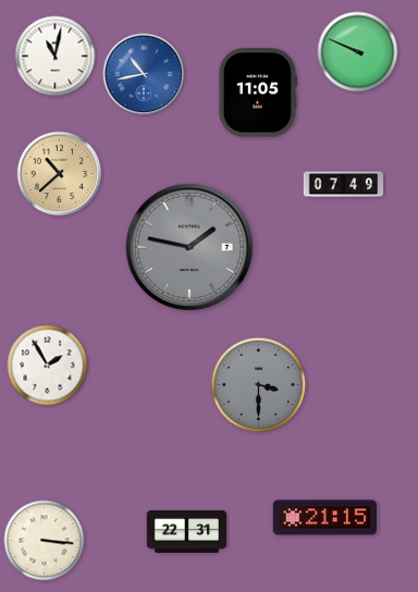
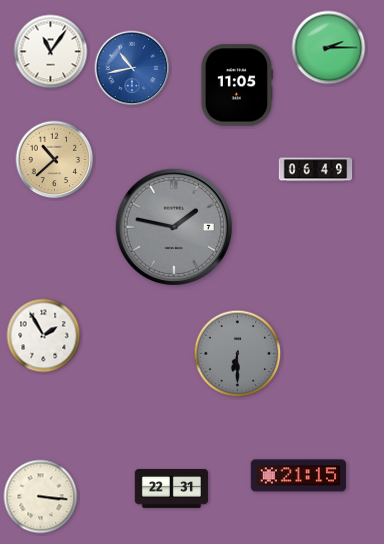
clock at (358, 52): 9:49 -> 2:15
clock at (56, 57): 11:02 -> 11:06
clock at (344, 185): 07:49 -> 06:49
clock at (259, 385): 3:30 -> 6:30
